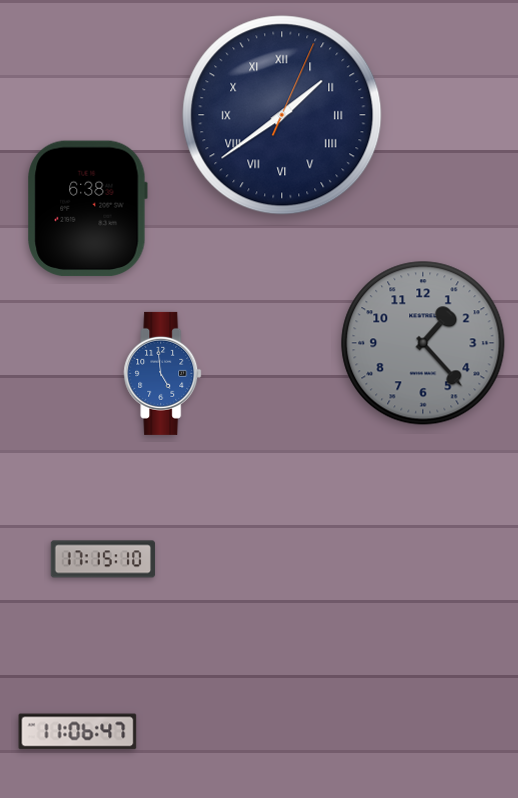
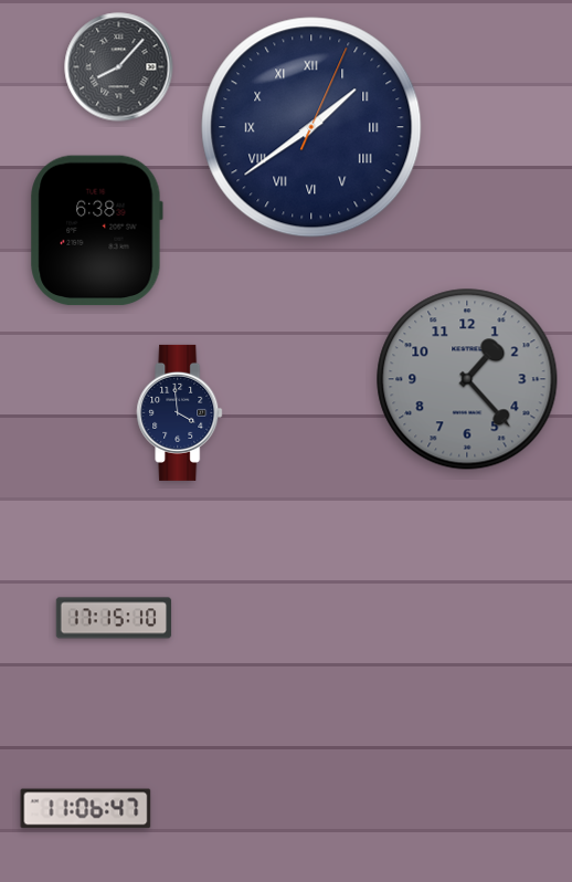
clock at (119, 67): none -> 8:07
clock at (163, 373): 4:59 -> 3:59
clock at (163, 373) dial: blue -> navy
